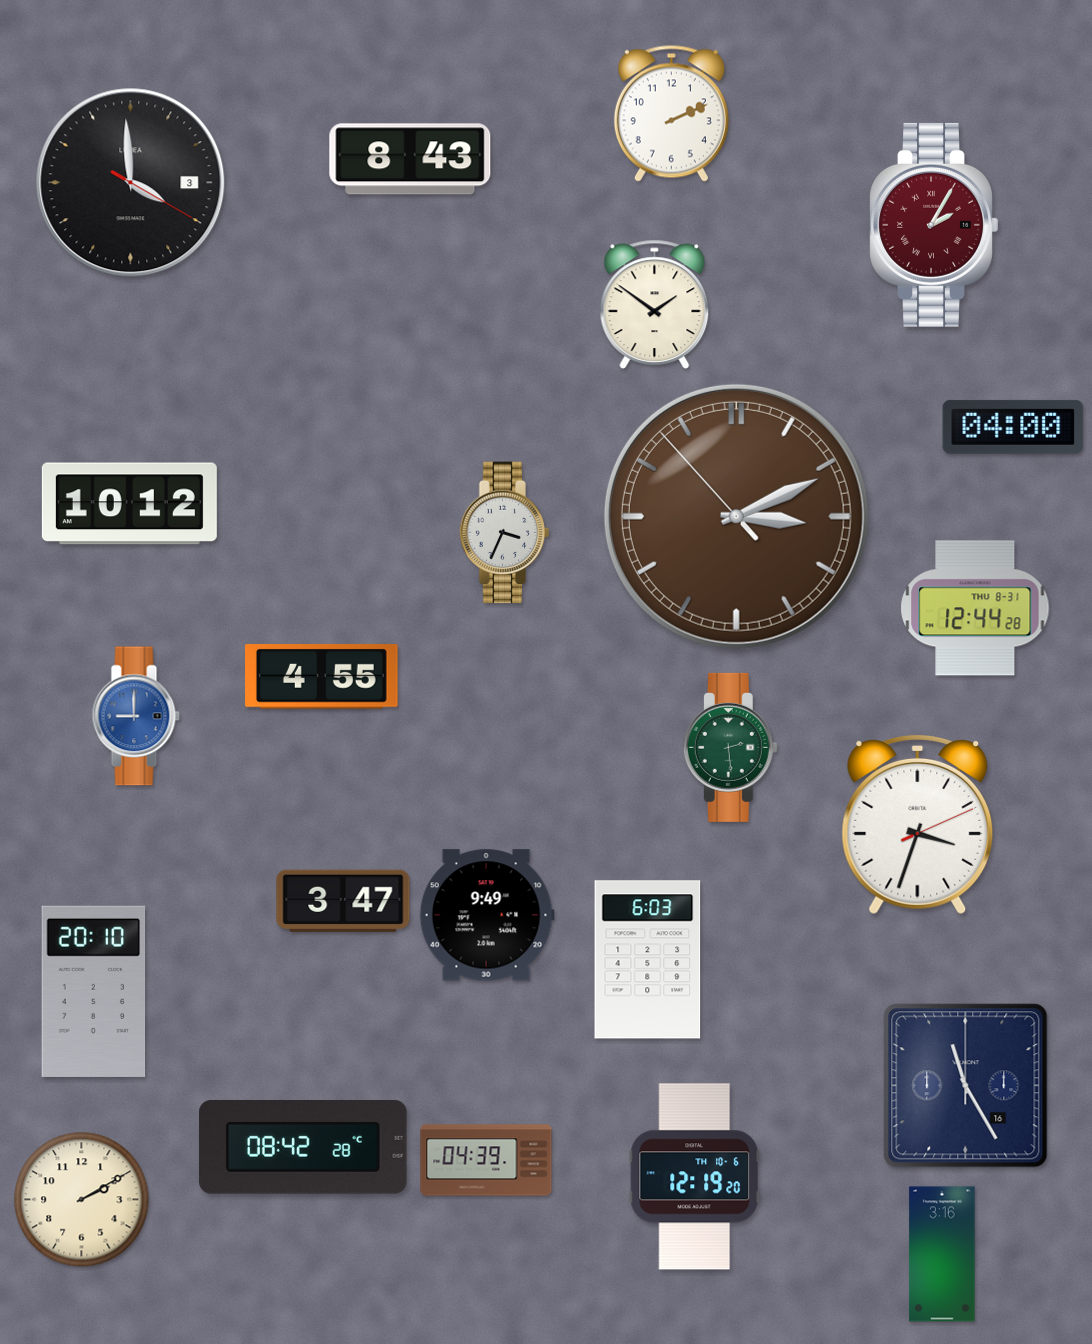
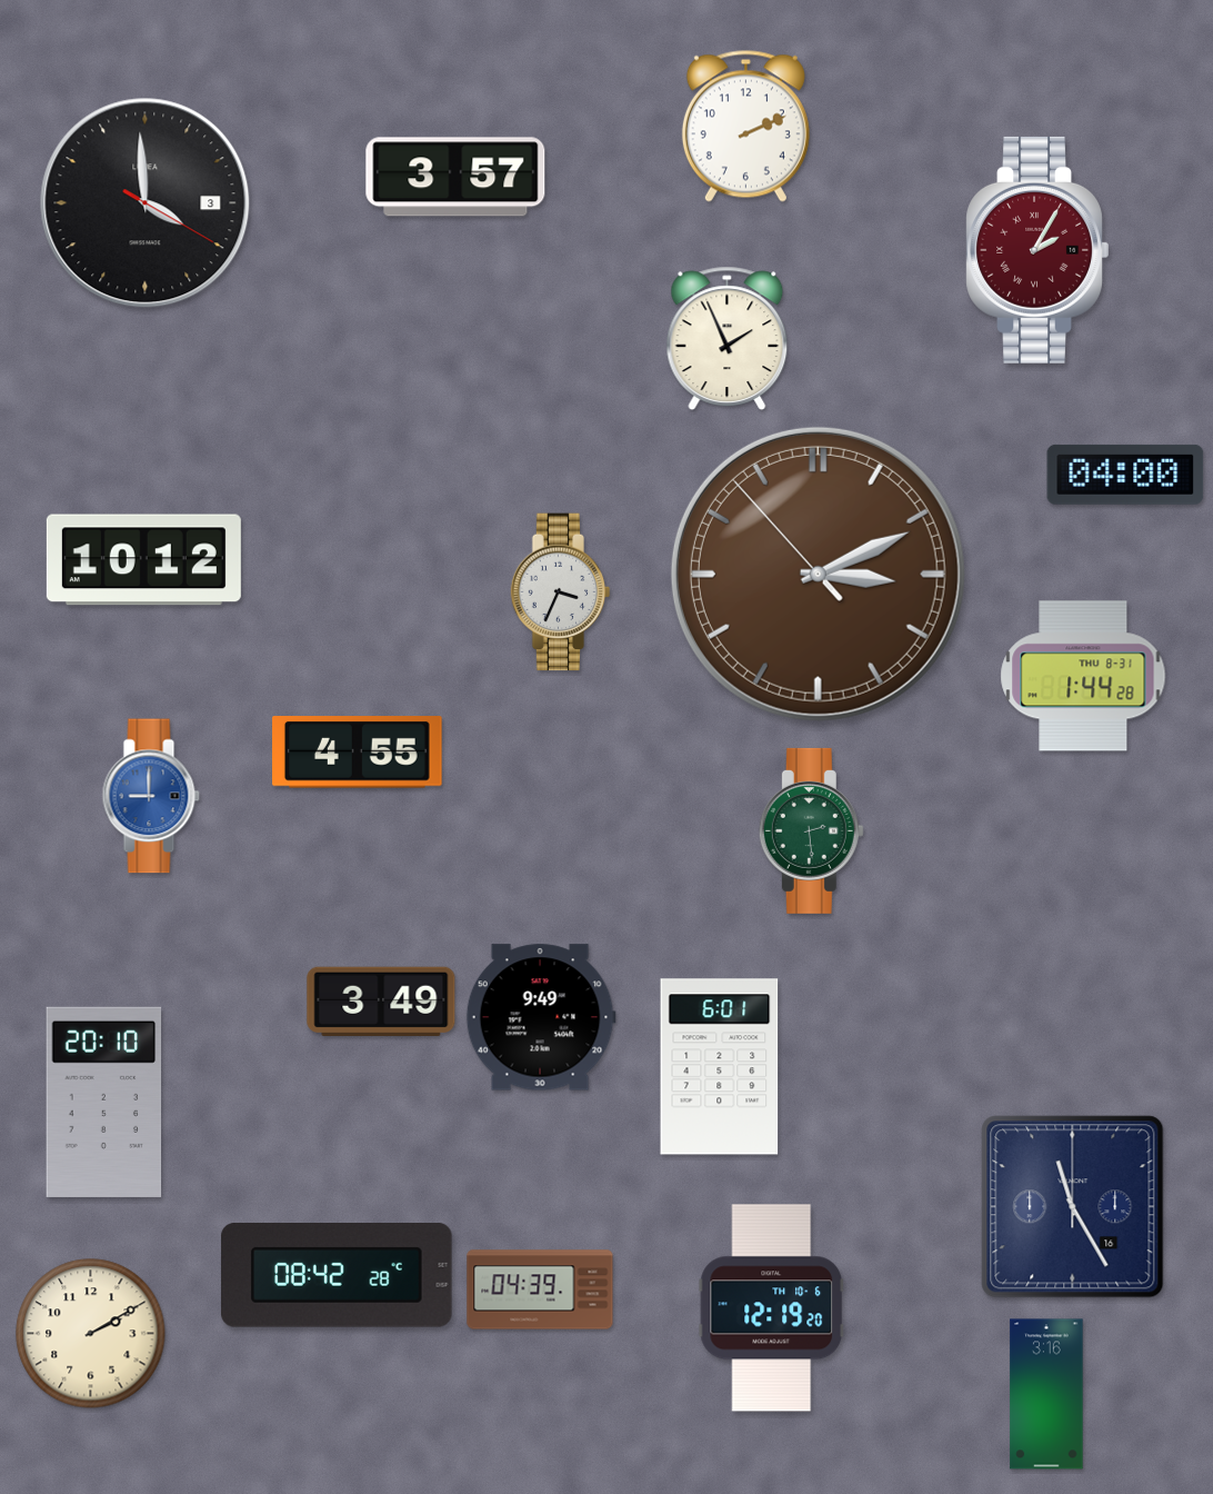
clock at (410, 159): 8:43 -> 3:57
clock at (655, 304): 1:51 -> 1:56
clock at (975, 608): 12:44 -> 1:44
clock at (918, 825): 3:33 -> none
clock at (343, 900): 3:47 -> 3:49
clock at (648, 960): 6:03 -> 6:01
